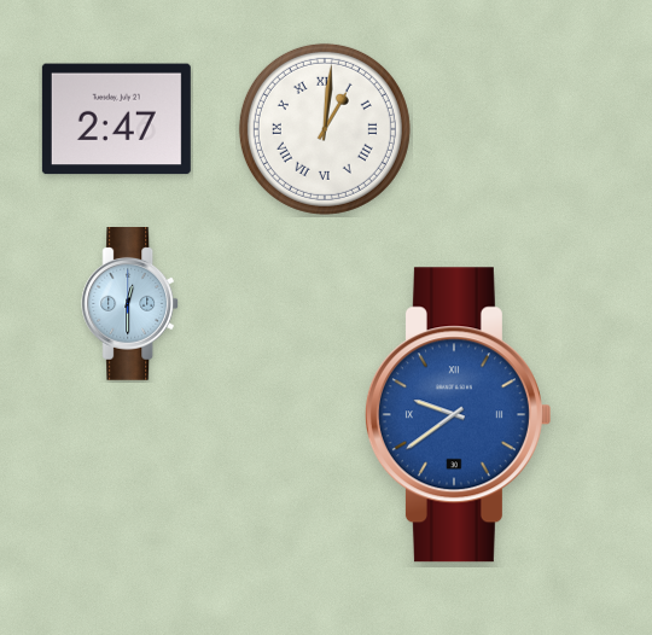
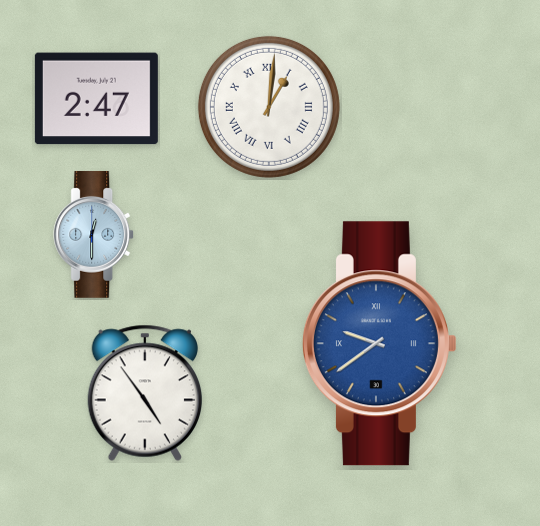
clock at (130, 304) position: (130, 304) -> (94, 235)
clock at (144, 393): none -> 4:54
